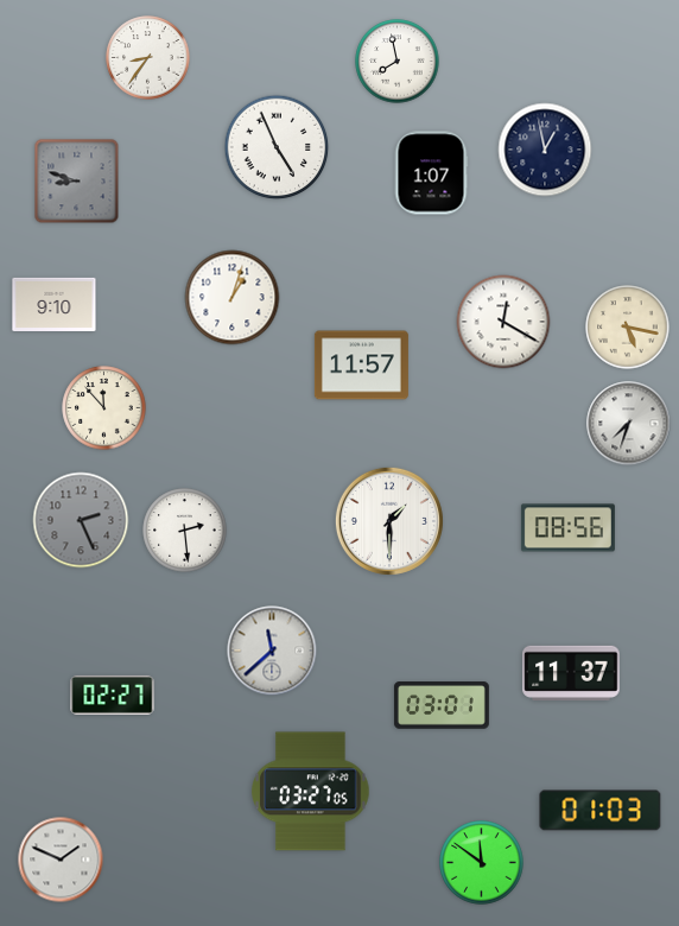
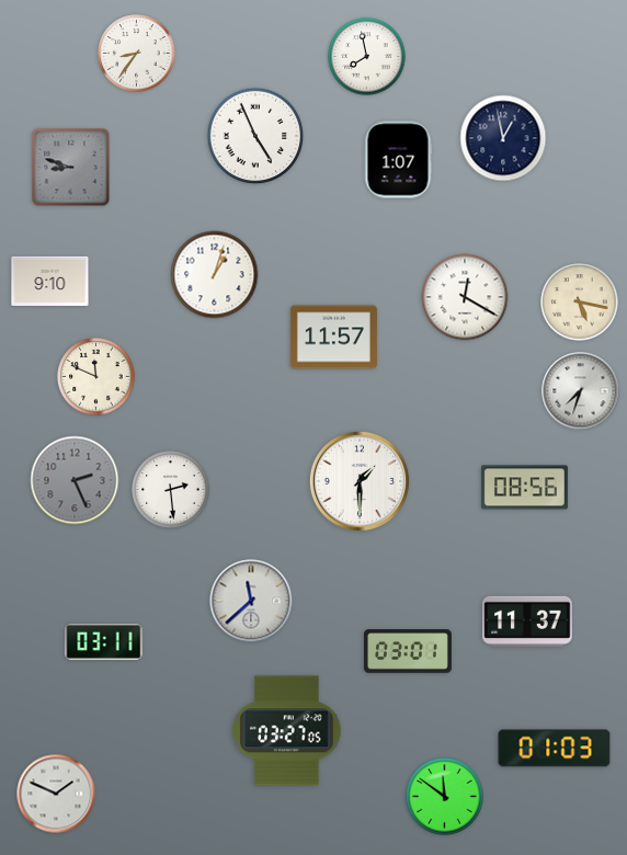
clock at (104, 408): 11:53 -> 11:49
clock at (113, 694): 02:27 -> 03:11
